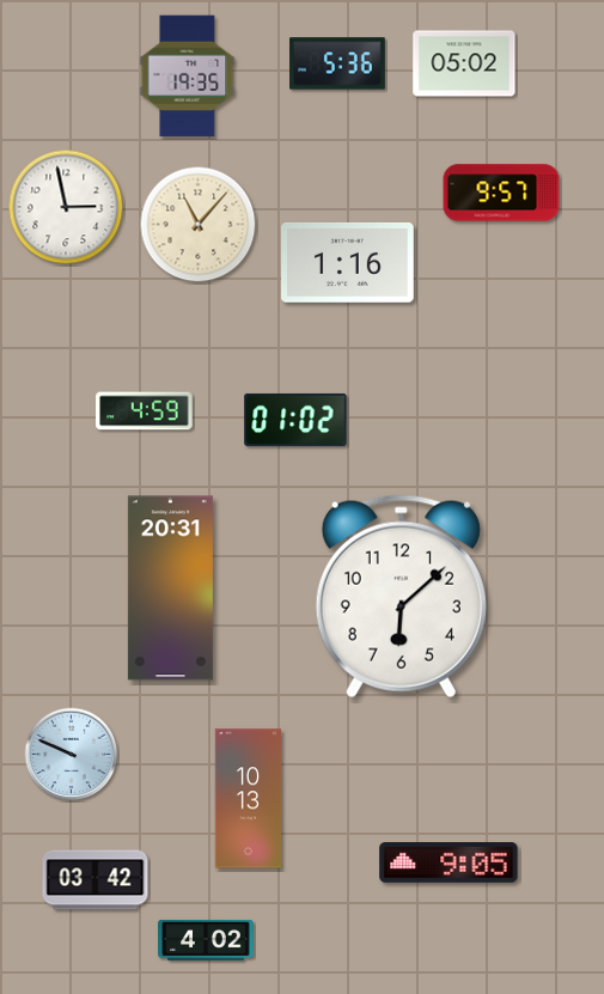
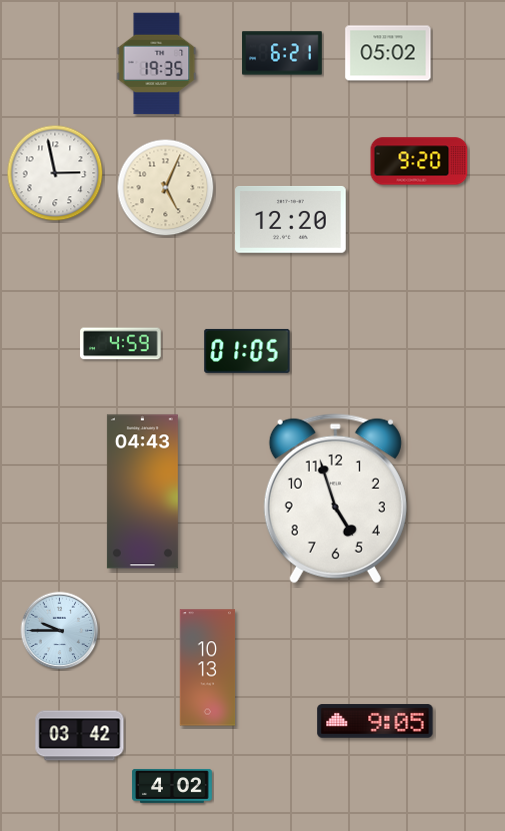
clock at (337, 63): 5:36 -> 6:21
clock at (501, 193): 9:57 -> 9:20
clock at (199, 225): 11:07 -> 5:04
clock at (348, 262): 1:16 -> 12:20
clock at (295, 420): 01:02 -> 01:05
clock at (170, 589): 20:31 -> 04:43
clock at (401, 597): 6:08 -> 4:57
clock at (72, 755): 9:49 -> 9:45
